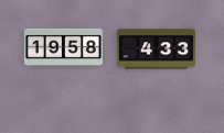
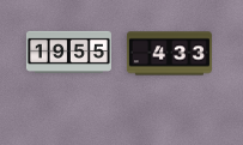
clock at (63, 47): 19:58 -> 19:55
